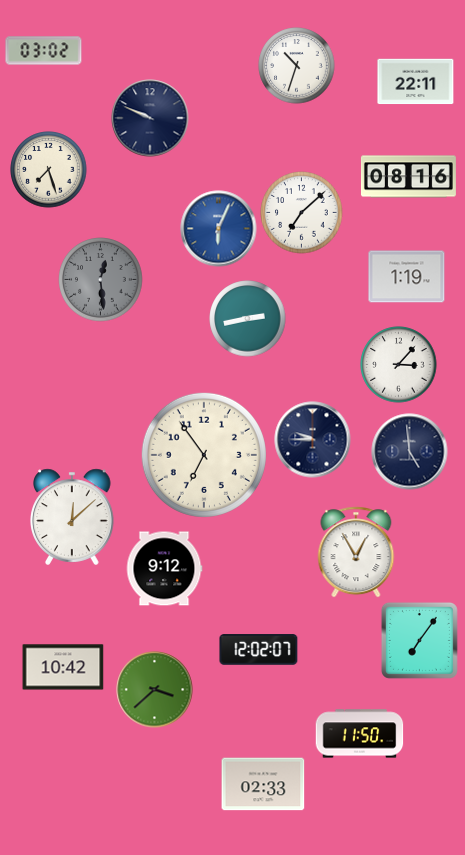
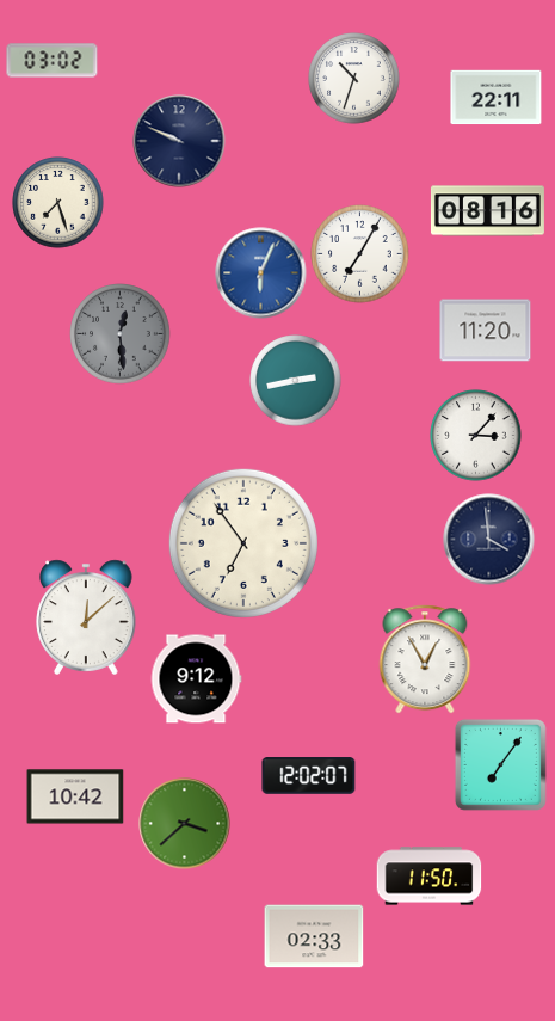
clock at (302, 213): 7:08 -> 7:05
clock at (407, 277): 1:19 -> 11:20
clock at (313, 440): 9:45 -> none
clock at (410, 452): 4:59 -> 3:59
